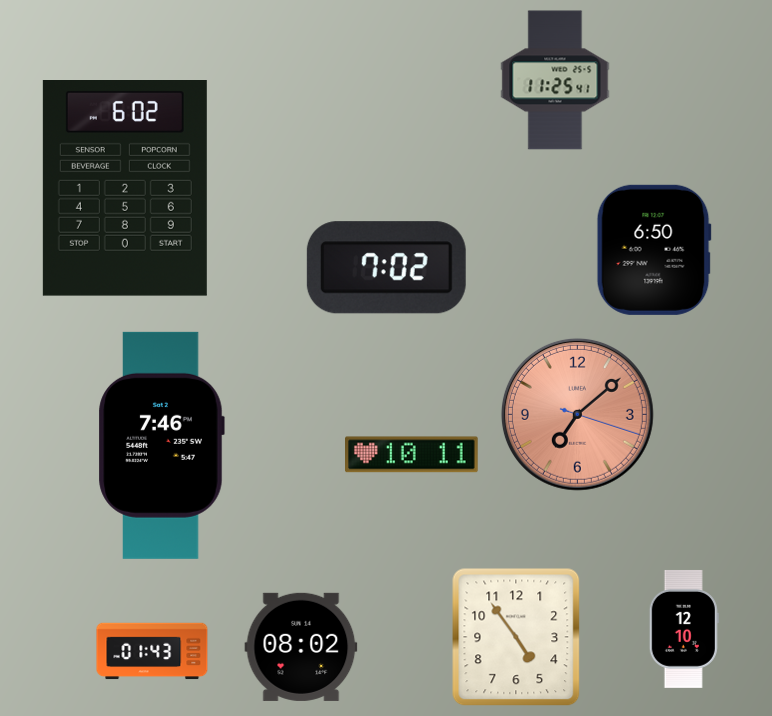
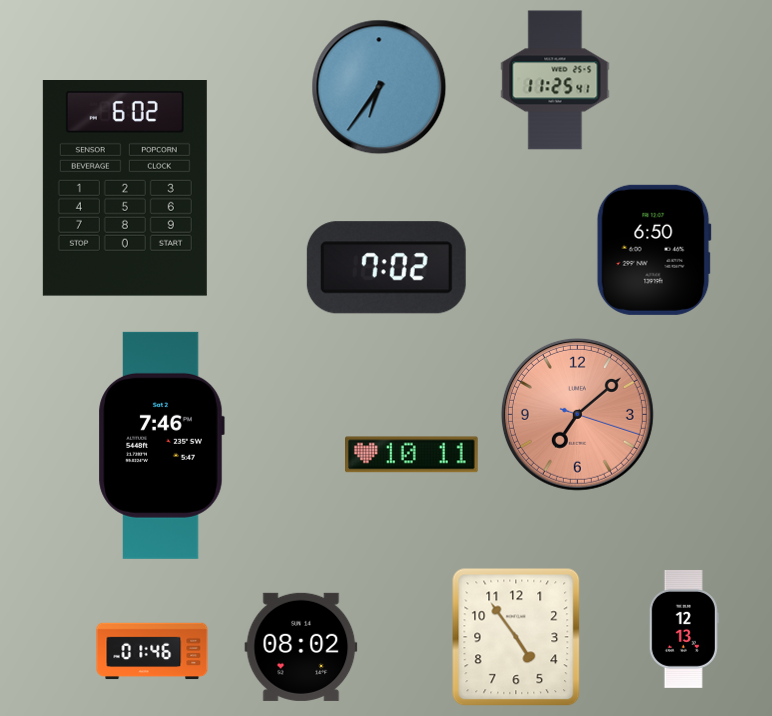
clock at (379, 87): none -> 6:36
clock at (684, 629): 12:10 -> 12:13
clock at (152, 651): 01:43 -> 01:46
